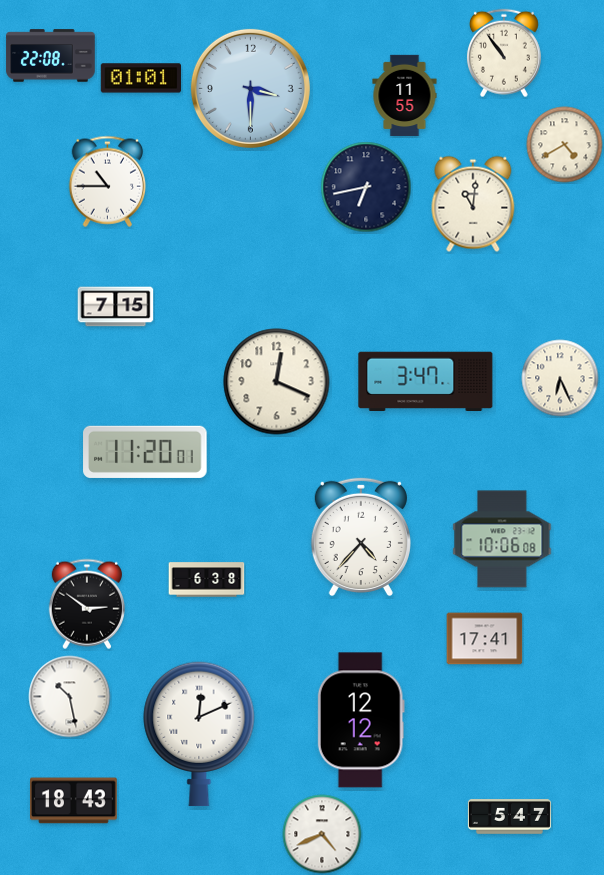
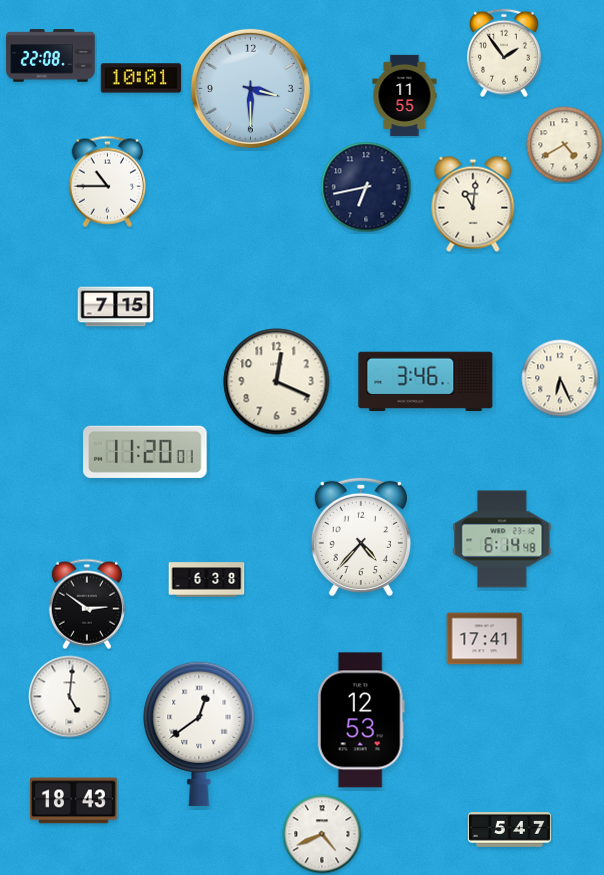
clock at (504, 53): 10:54 -> 1:54
clock at (140, 78): 01:01 -> 10:01
clock at (426, 381): 3:47 -> 3:46
clock at (502, 539): 10:06 -> 6:14
clock at (70, 697): 10:28 -> 5:01
clock at (361, 720): 12:12 -> 12:53
clock at (199, 734): 12:11 -> 12:39
clock at (509, 817) position: (509, 817) -> (509, 830)
